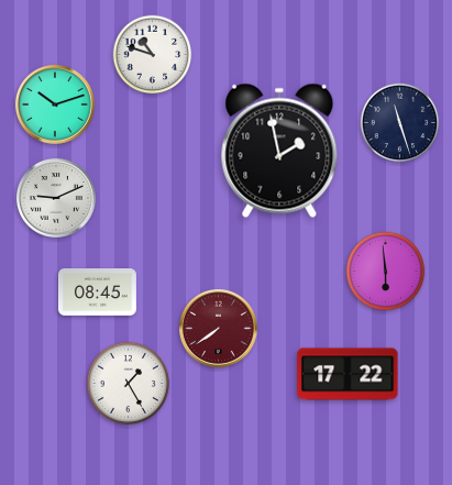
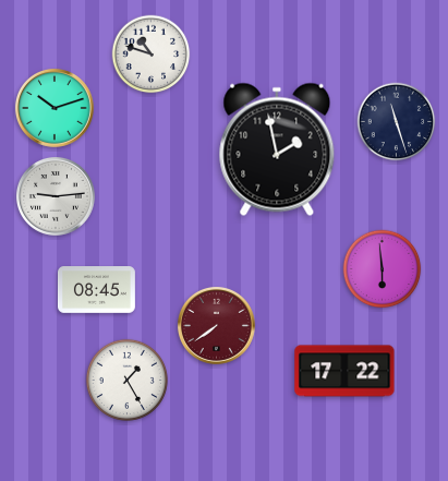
clock at (55, 104) position: (55, 104) -> (55, 108)
clock at (56, 198): 9:11 -> 9:14
